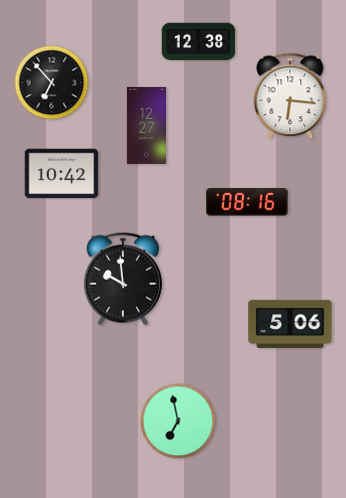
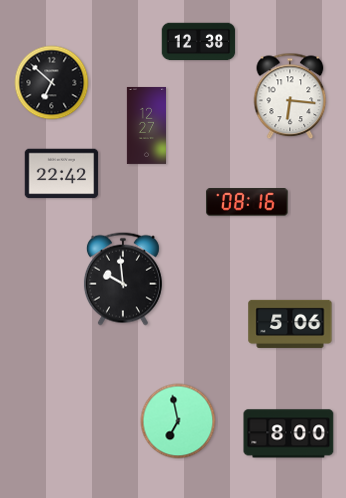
clock at (52, 83): 6:53 -> 6:52
clock at (62, 174): 10:42 -> 22:42
clock at (289, 434): none -> 8:00
